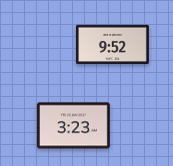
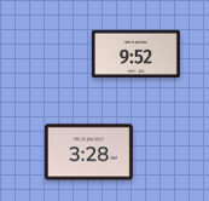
clock at (73, 126): 3:23 -> 3:28
